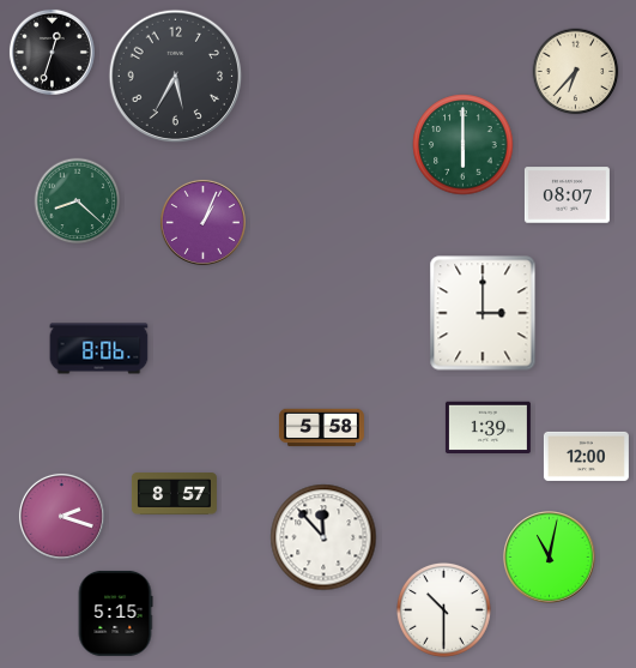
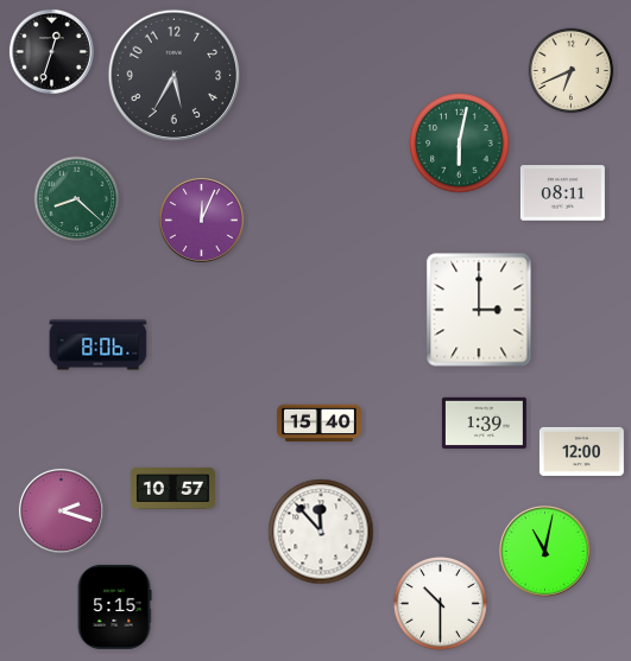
clock at (576, 72): 6:37 -> 6:41
clock at (464, 145): 6:00 -> 6:02
clock at (567, 195): 08:07 -> 08:11
clock at (202, 222): 1:04 -> 12:04
clock at (321, 428): 5:58 -> 15:40
clock at (174, 494): 8:57 -> 10:57
